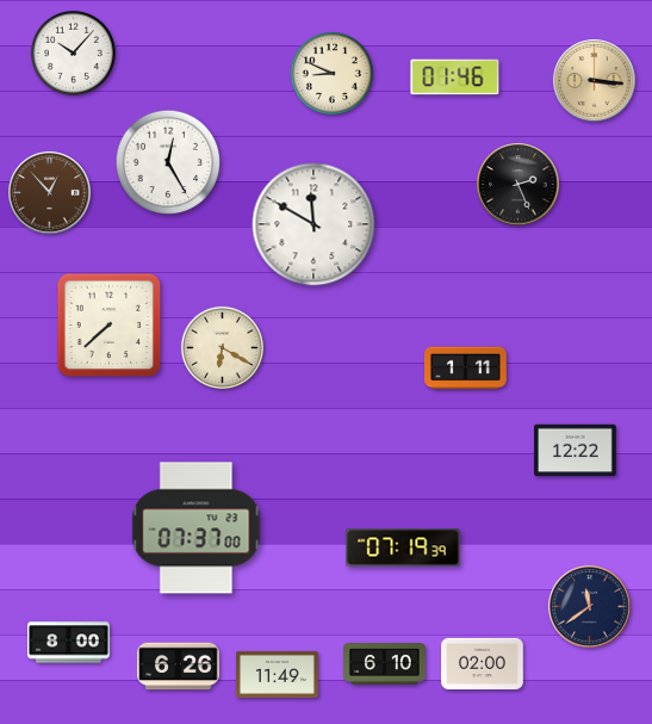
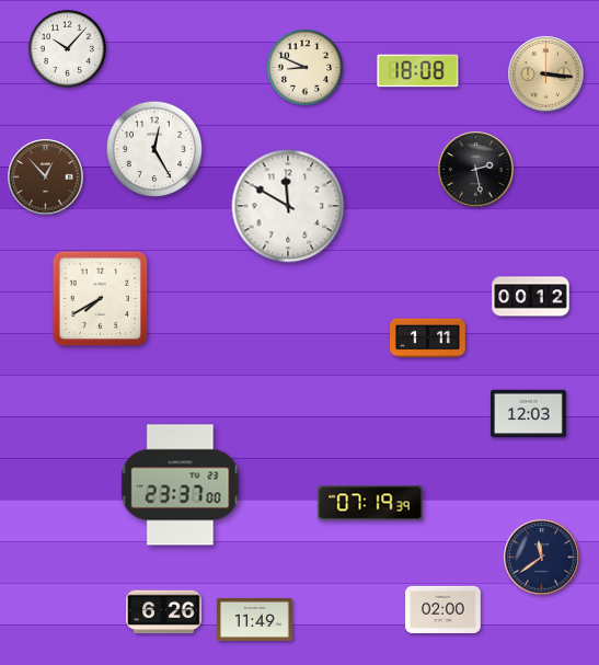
clock at (455, 78): 01:46 -> 18:08
clock at (519, 185): 2:26 -> 2:28
clock at (531, 297): none -> 00:12
clock at (110, 326): 7:38 -> 7:40
clock at (222, 347): 6:20 -> none
clock at (576, 451): 12:22 -> 12:03
clock at (197, 528): 07:37 -> 23:37
clock at (69, 643): 8:00 -> none
clock at (385, 664): 6:10 -> none
